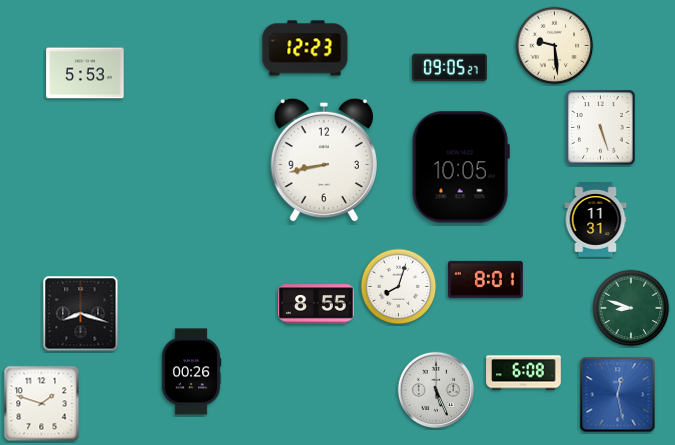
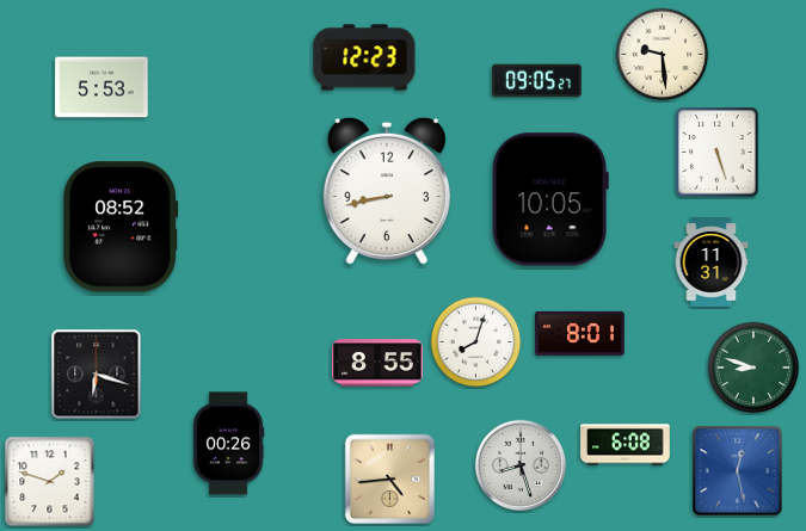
clock at (121, 227): none -> 08:52
clock at (81, 314): 8:18 -> 6:18
clock at (435, 389): 5:26 -> 8:27
clock at (390, 480): none -> 4:44
